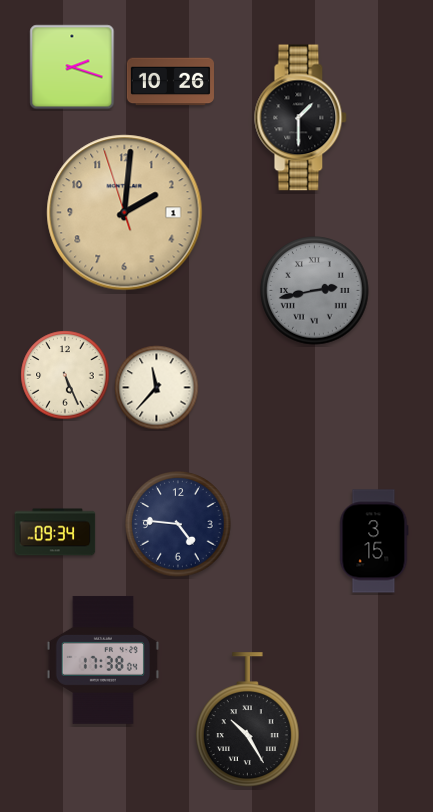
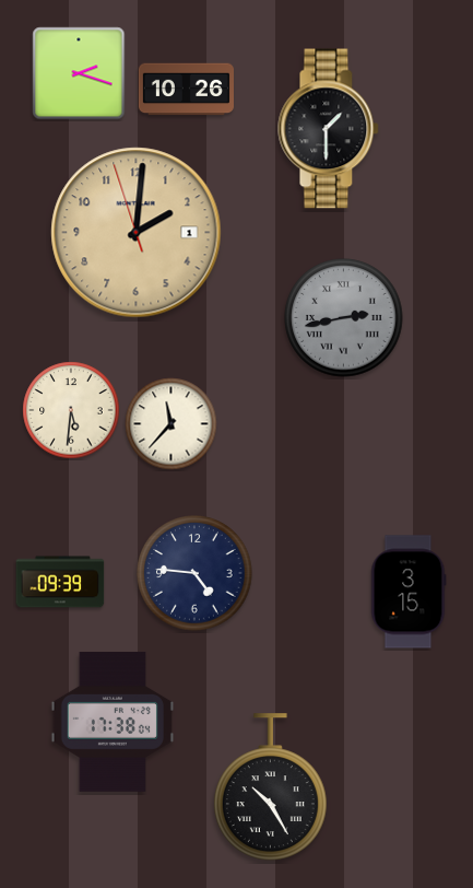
clock at (65, 375): 5:26 -> 5:31
clock at (55, 532): 09:34 -> 09:39
